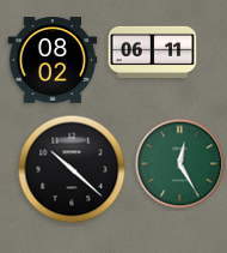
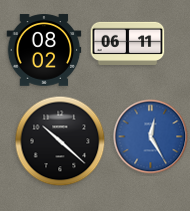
clock at (180, 164) dial: green -> blue
